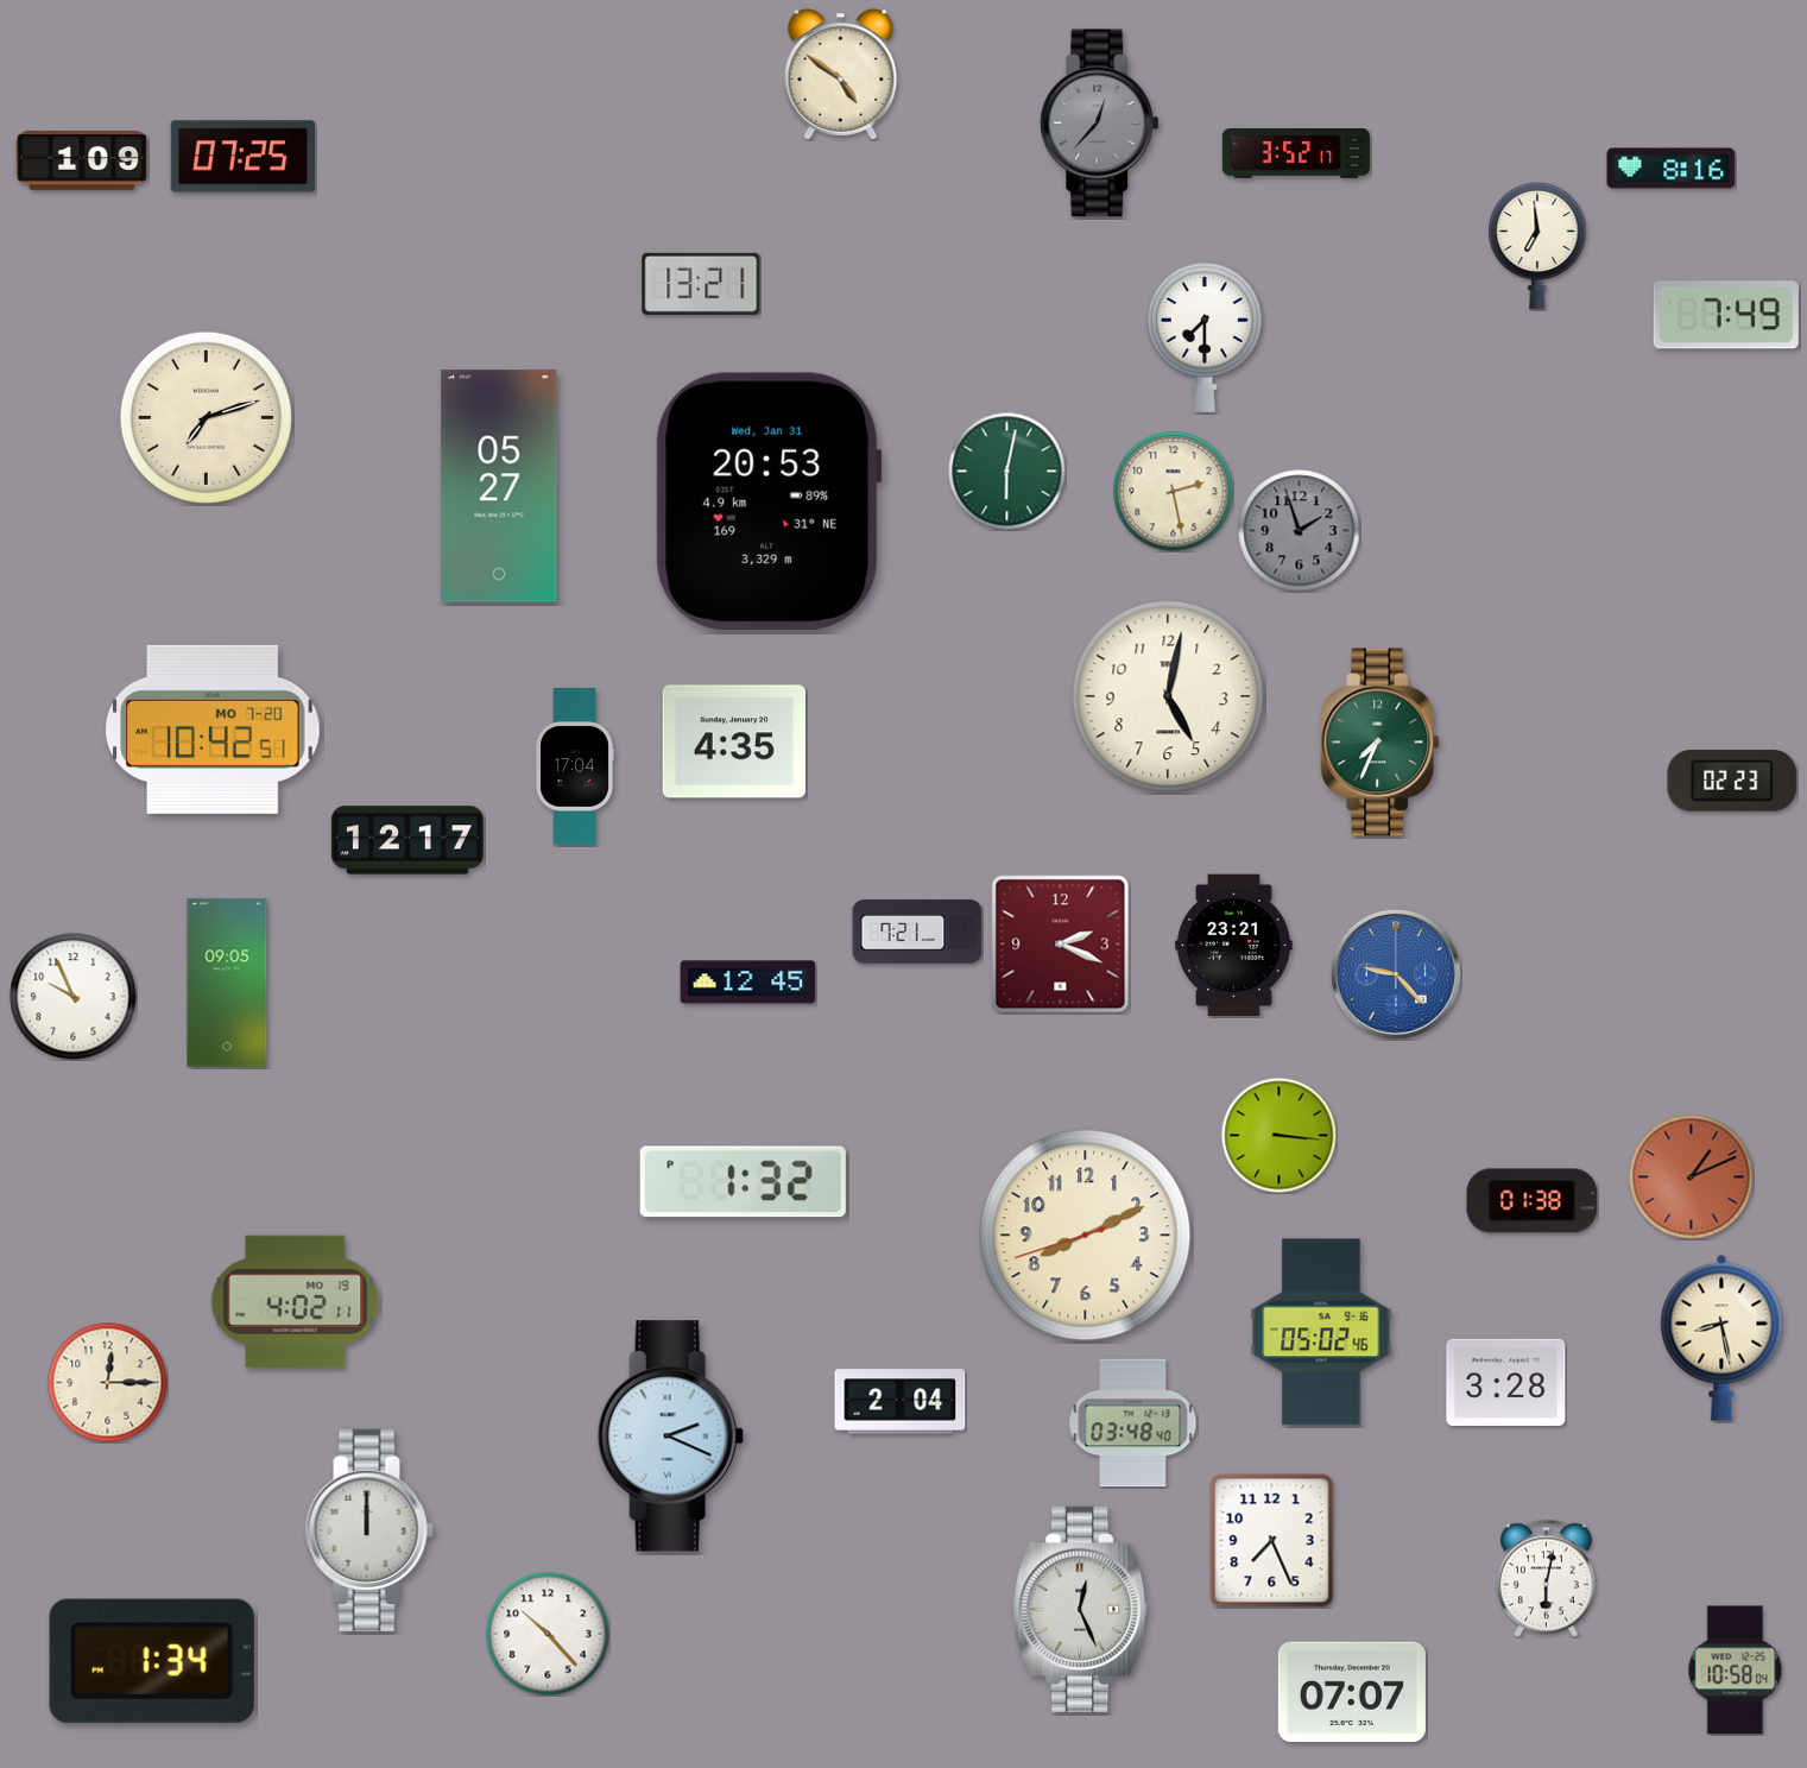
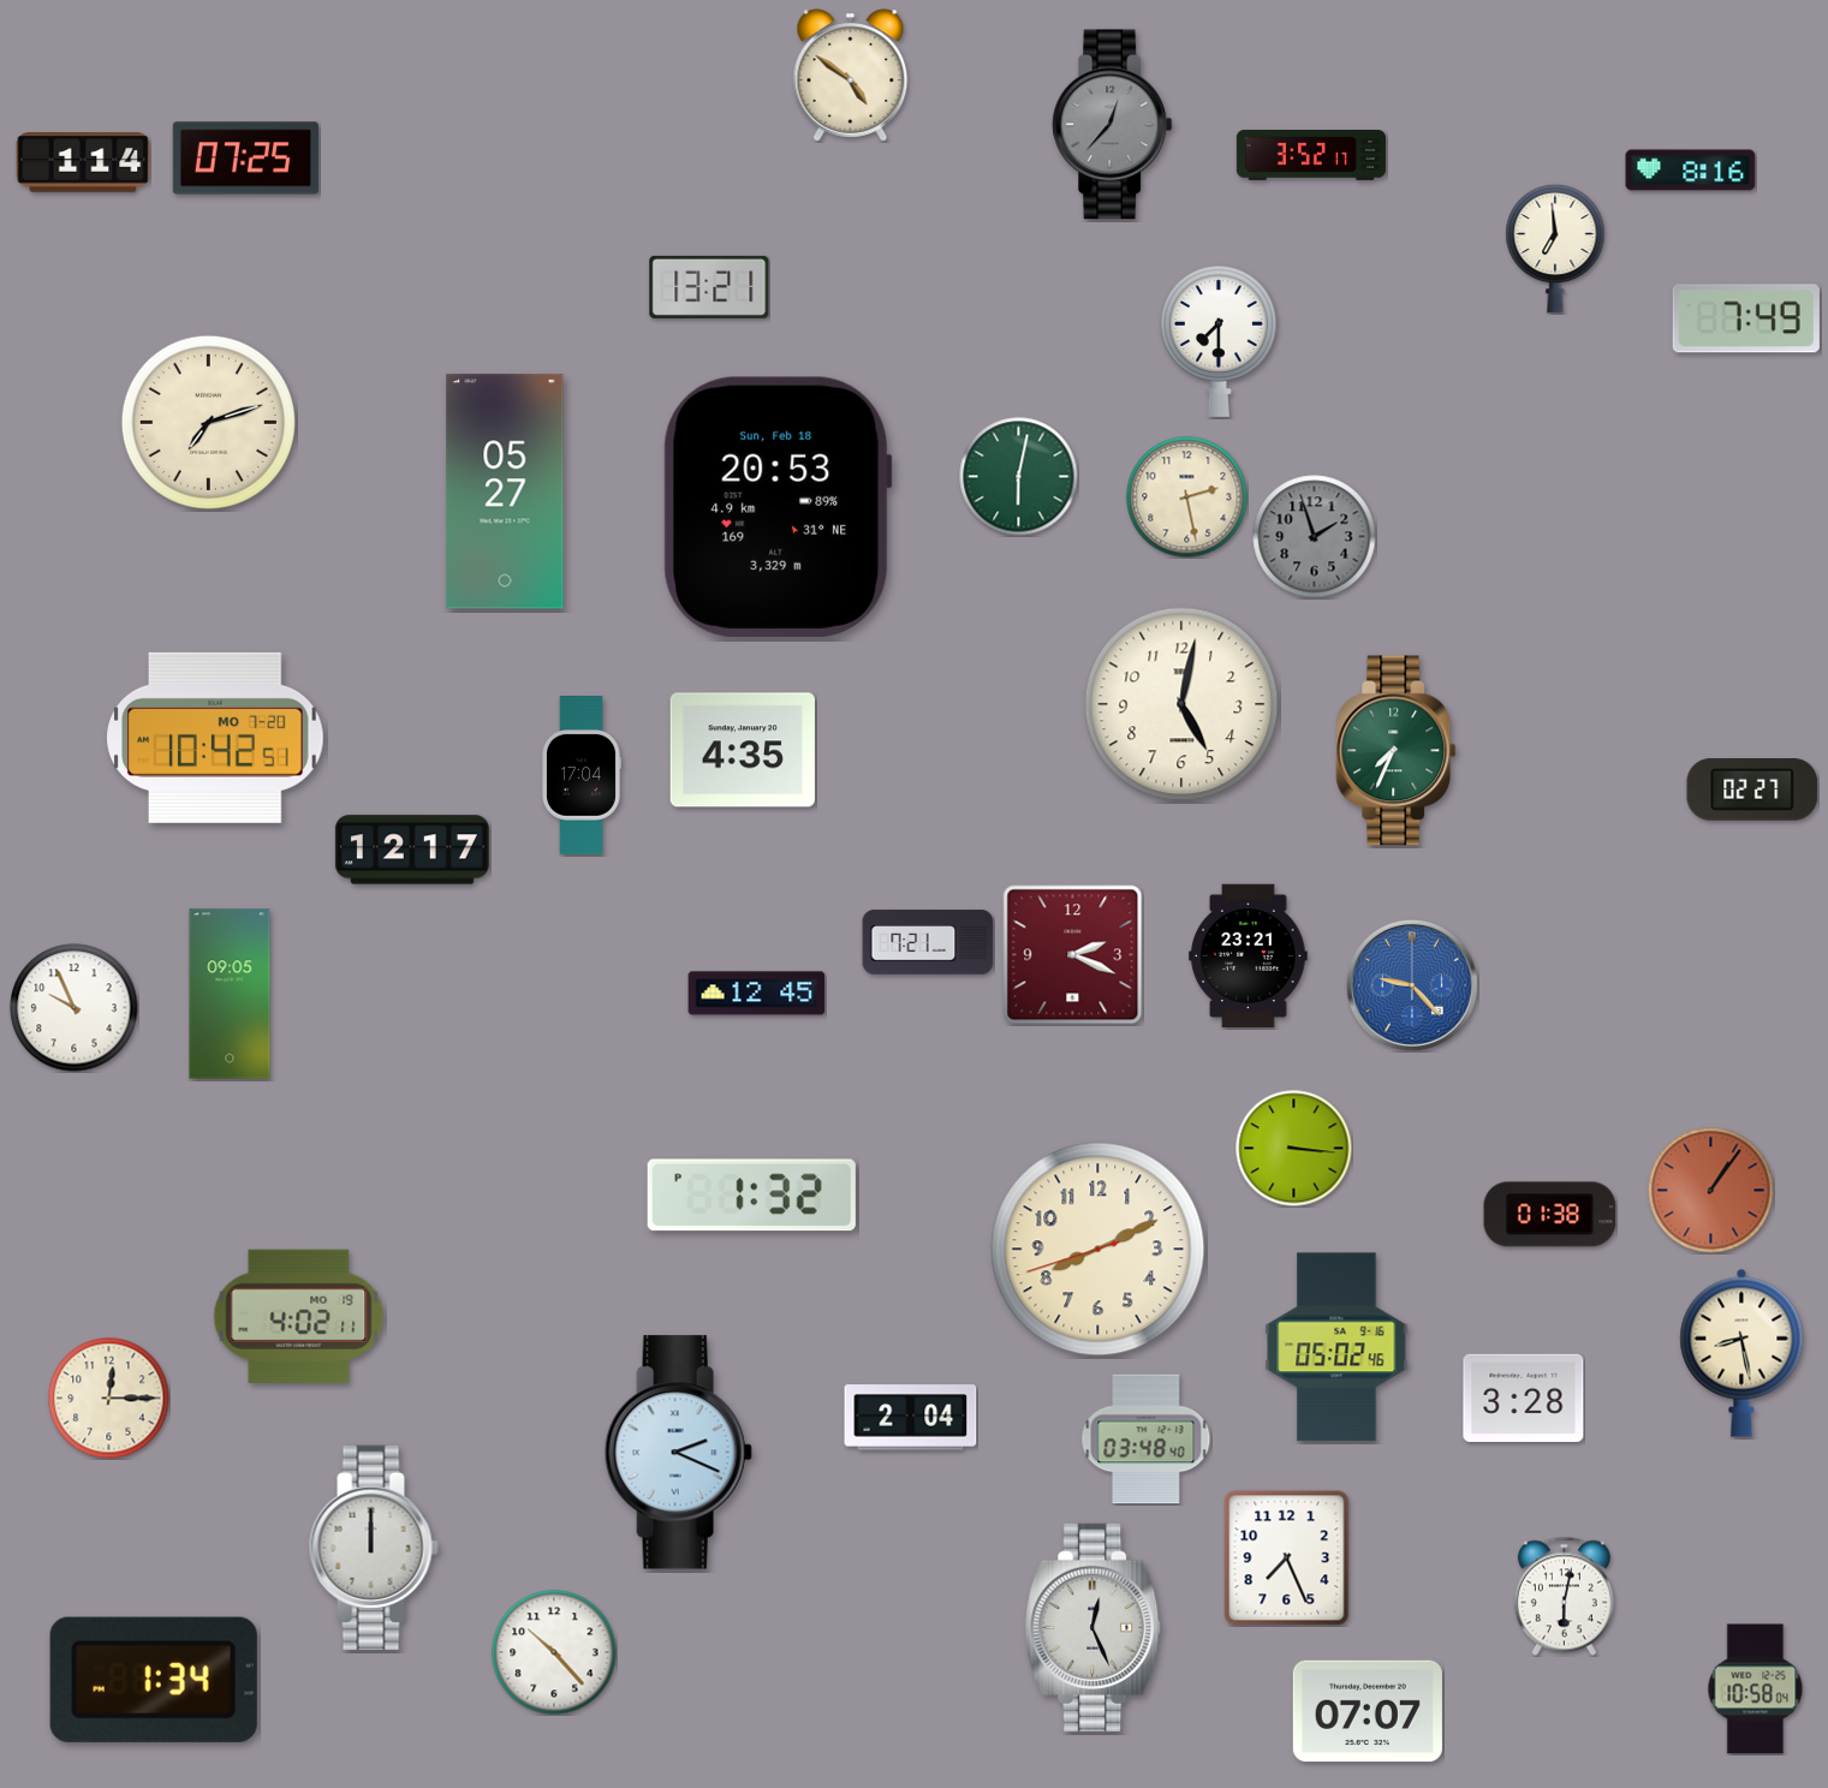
clock at (82, 162): 1:09 -> 1:14
clock at (769, 501) date: Wed, Jan 31 -> Sun, Feb 18
clock at (1732, 781): 02:23 -> 02:27
clock at (1692, 1177): 1:11 -> 1:06
